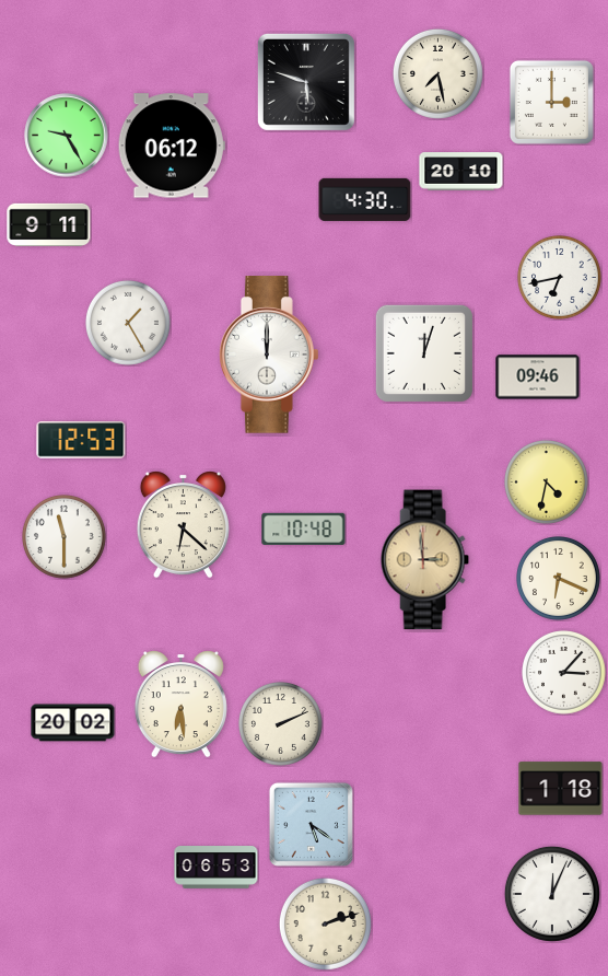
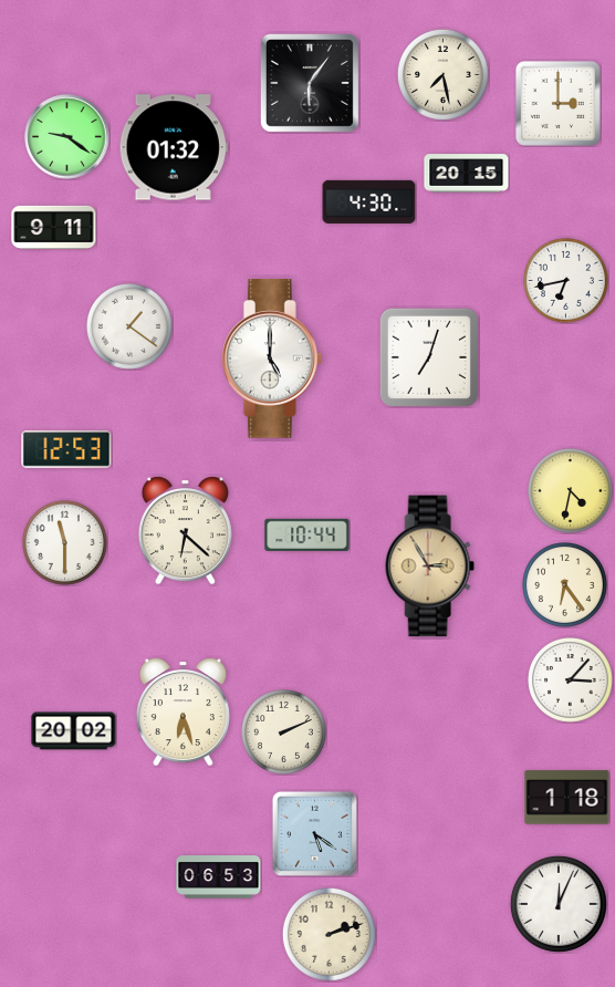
clock at (306, 82): 5:48 -> 6:06
clock at (67, 136): 9:25 -> 9:21
clock at (172, 146): 06:12 -> 01:32
clock at (461, 172): 20:10 -> 20:15
clock at (49, 224) position: (49, 224) -> (54, 227)
clock at (128, 323): 1:25 -> 1:21
clock at (424, 353): 12:03 -> 7:03
clock at (270, 355): 12:00 -> 5:00
clock at (538, 377): 09:46 -> none
clock at (81, 440) position: (81, 440) -> (66, 449)
clock at (547, 483) position: (547, 483) -> (571, 491)
clock at (304, 528): 10:48 -> 10:44
clock at (424, 560): 2:59 -> 2:55
clock at (559, 579): 6:19 -> 6:24
clock at (180, 705): 6:29 -> 6:27
